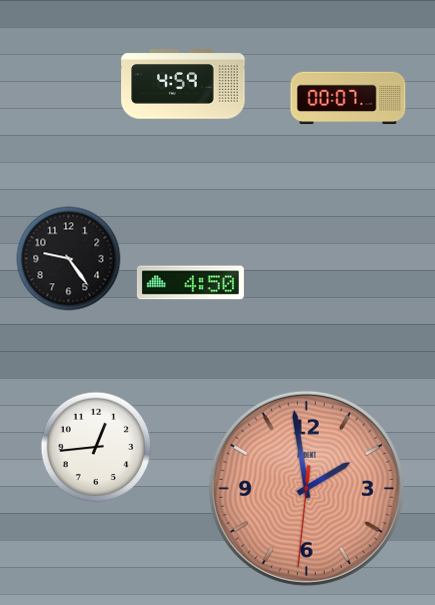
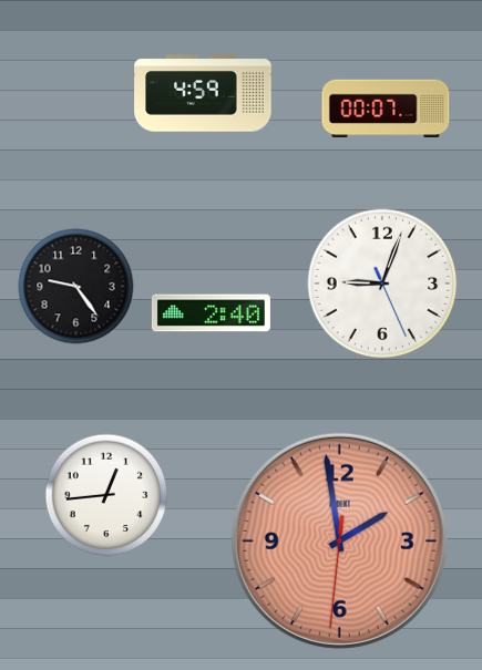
clock at (382, 284): none -> 9:03
clock at (190, 283): 4:50 -> 2:40
